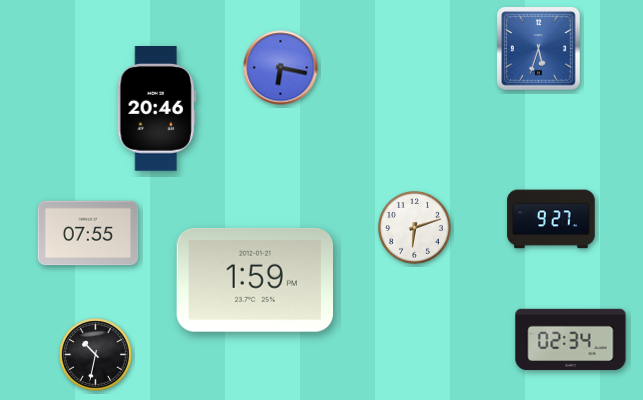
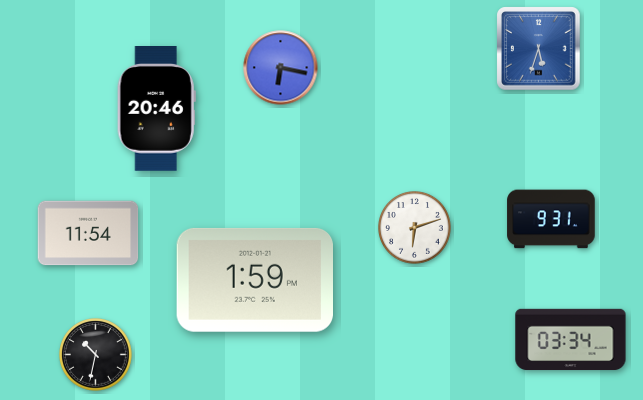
clock at (551, 219): 9:27 -> 9:31
clock at (88, 233): 07:55 -> 11:54
clock at (571, 340): 02:34 -> 03:34
